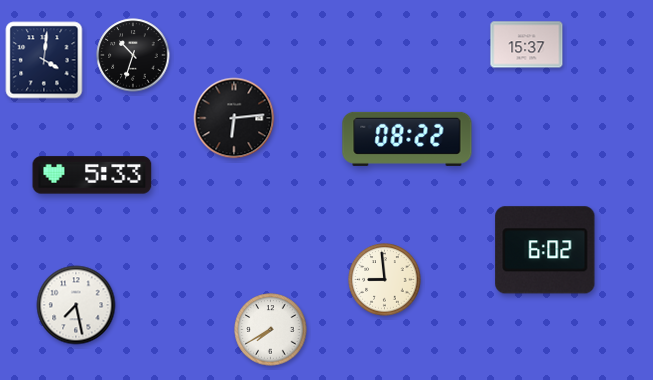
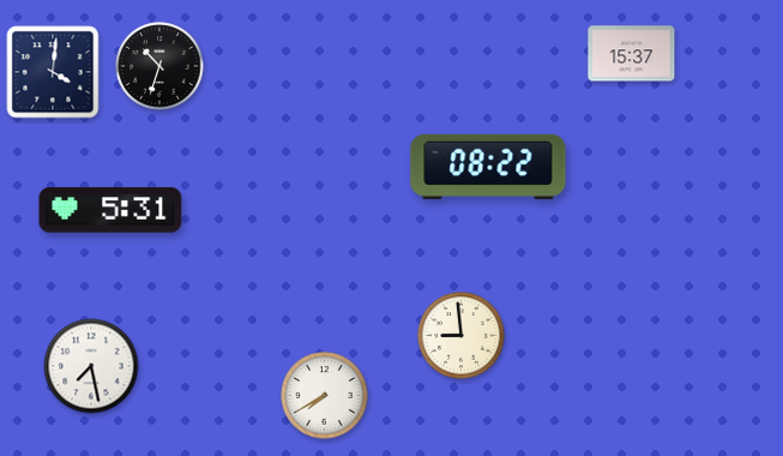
clock at (234, 118): 6:14 -> none
clock at (92, 175): 5:33 -> 5:31
clock at (545, 250): 6:02 -> none
